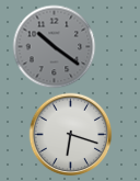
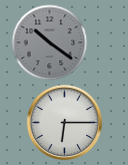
clock at (71, 135): 6:18 -> 6:15
